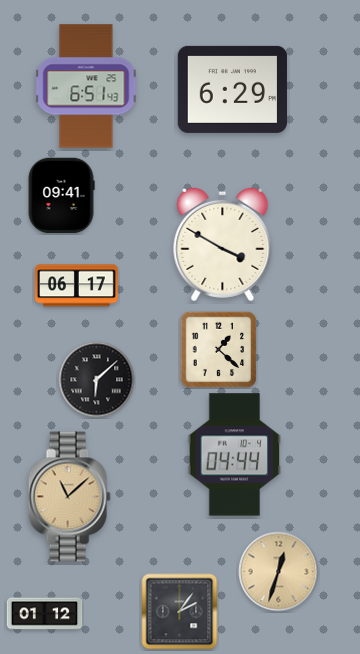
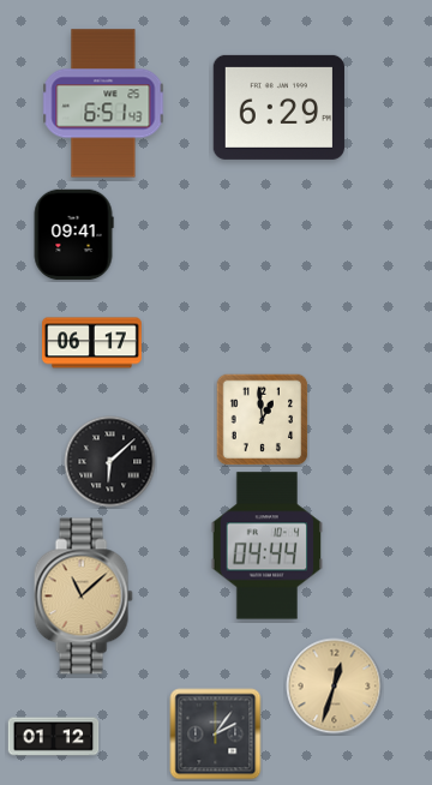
clock at (223, 244): 3:50 -> none
clock at (218, 349): 1:22 -> 12:59
clock at (97, 380) position: (97, 380) -> (110, 462)
clock at (234, 455) position: (234, 455) -> (266, 546)
